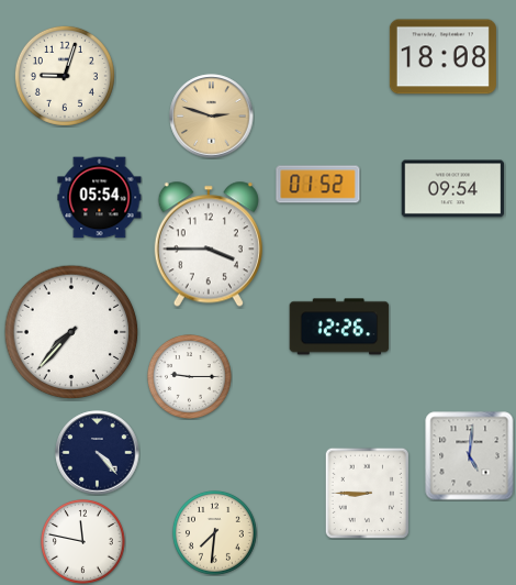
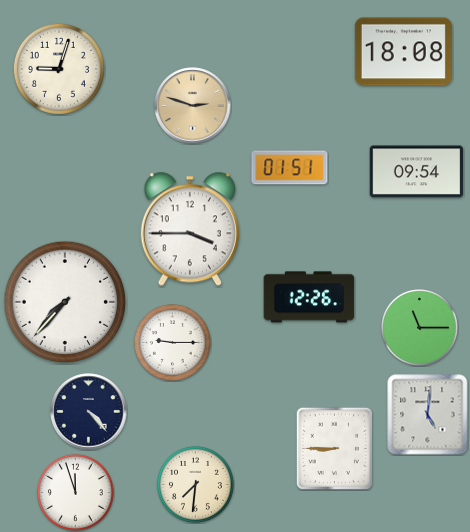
clock at (318, 185): 01:52 -> 01:51
clock at (453, 189) position: (453, 189) -> (417, 172)
clock at (100, 198): 05:54 -> none
clock at (209, 244) position: (209, 244) -> (190, 229)
clock at (420, 328): none -> 11:15
clock at (83, 542): 11:47 -> 11:57
